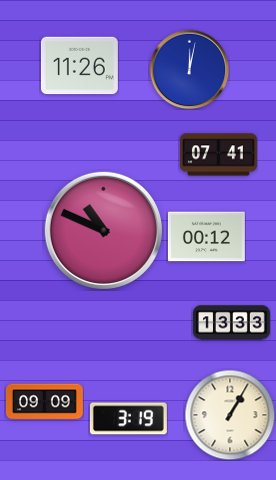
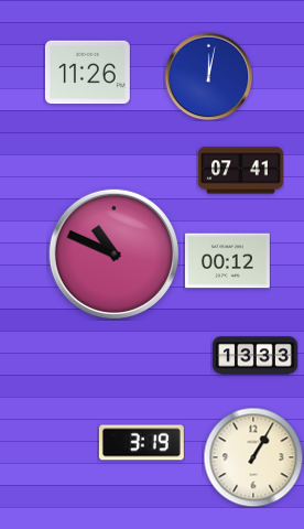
clock at (44, 402): 09:09 -> none
clock at (128, 419) position: (128, 419) -> (141, 443)
